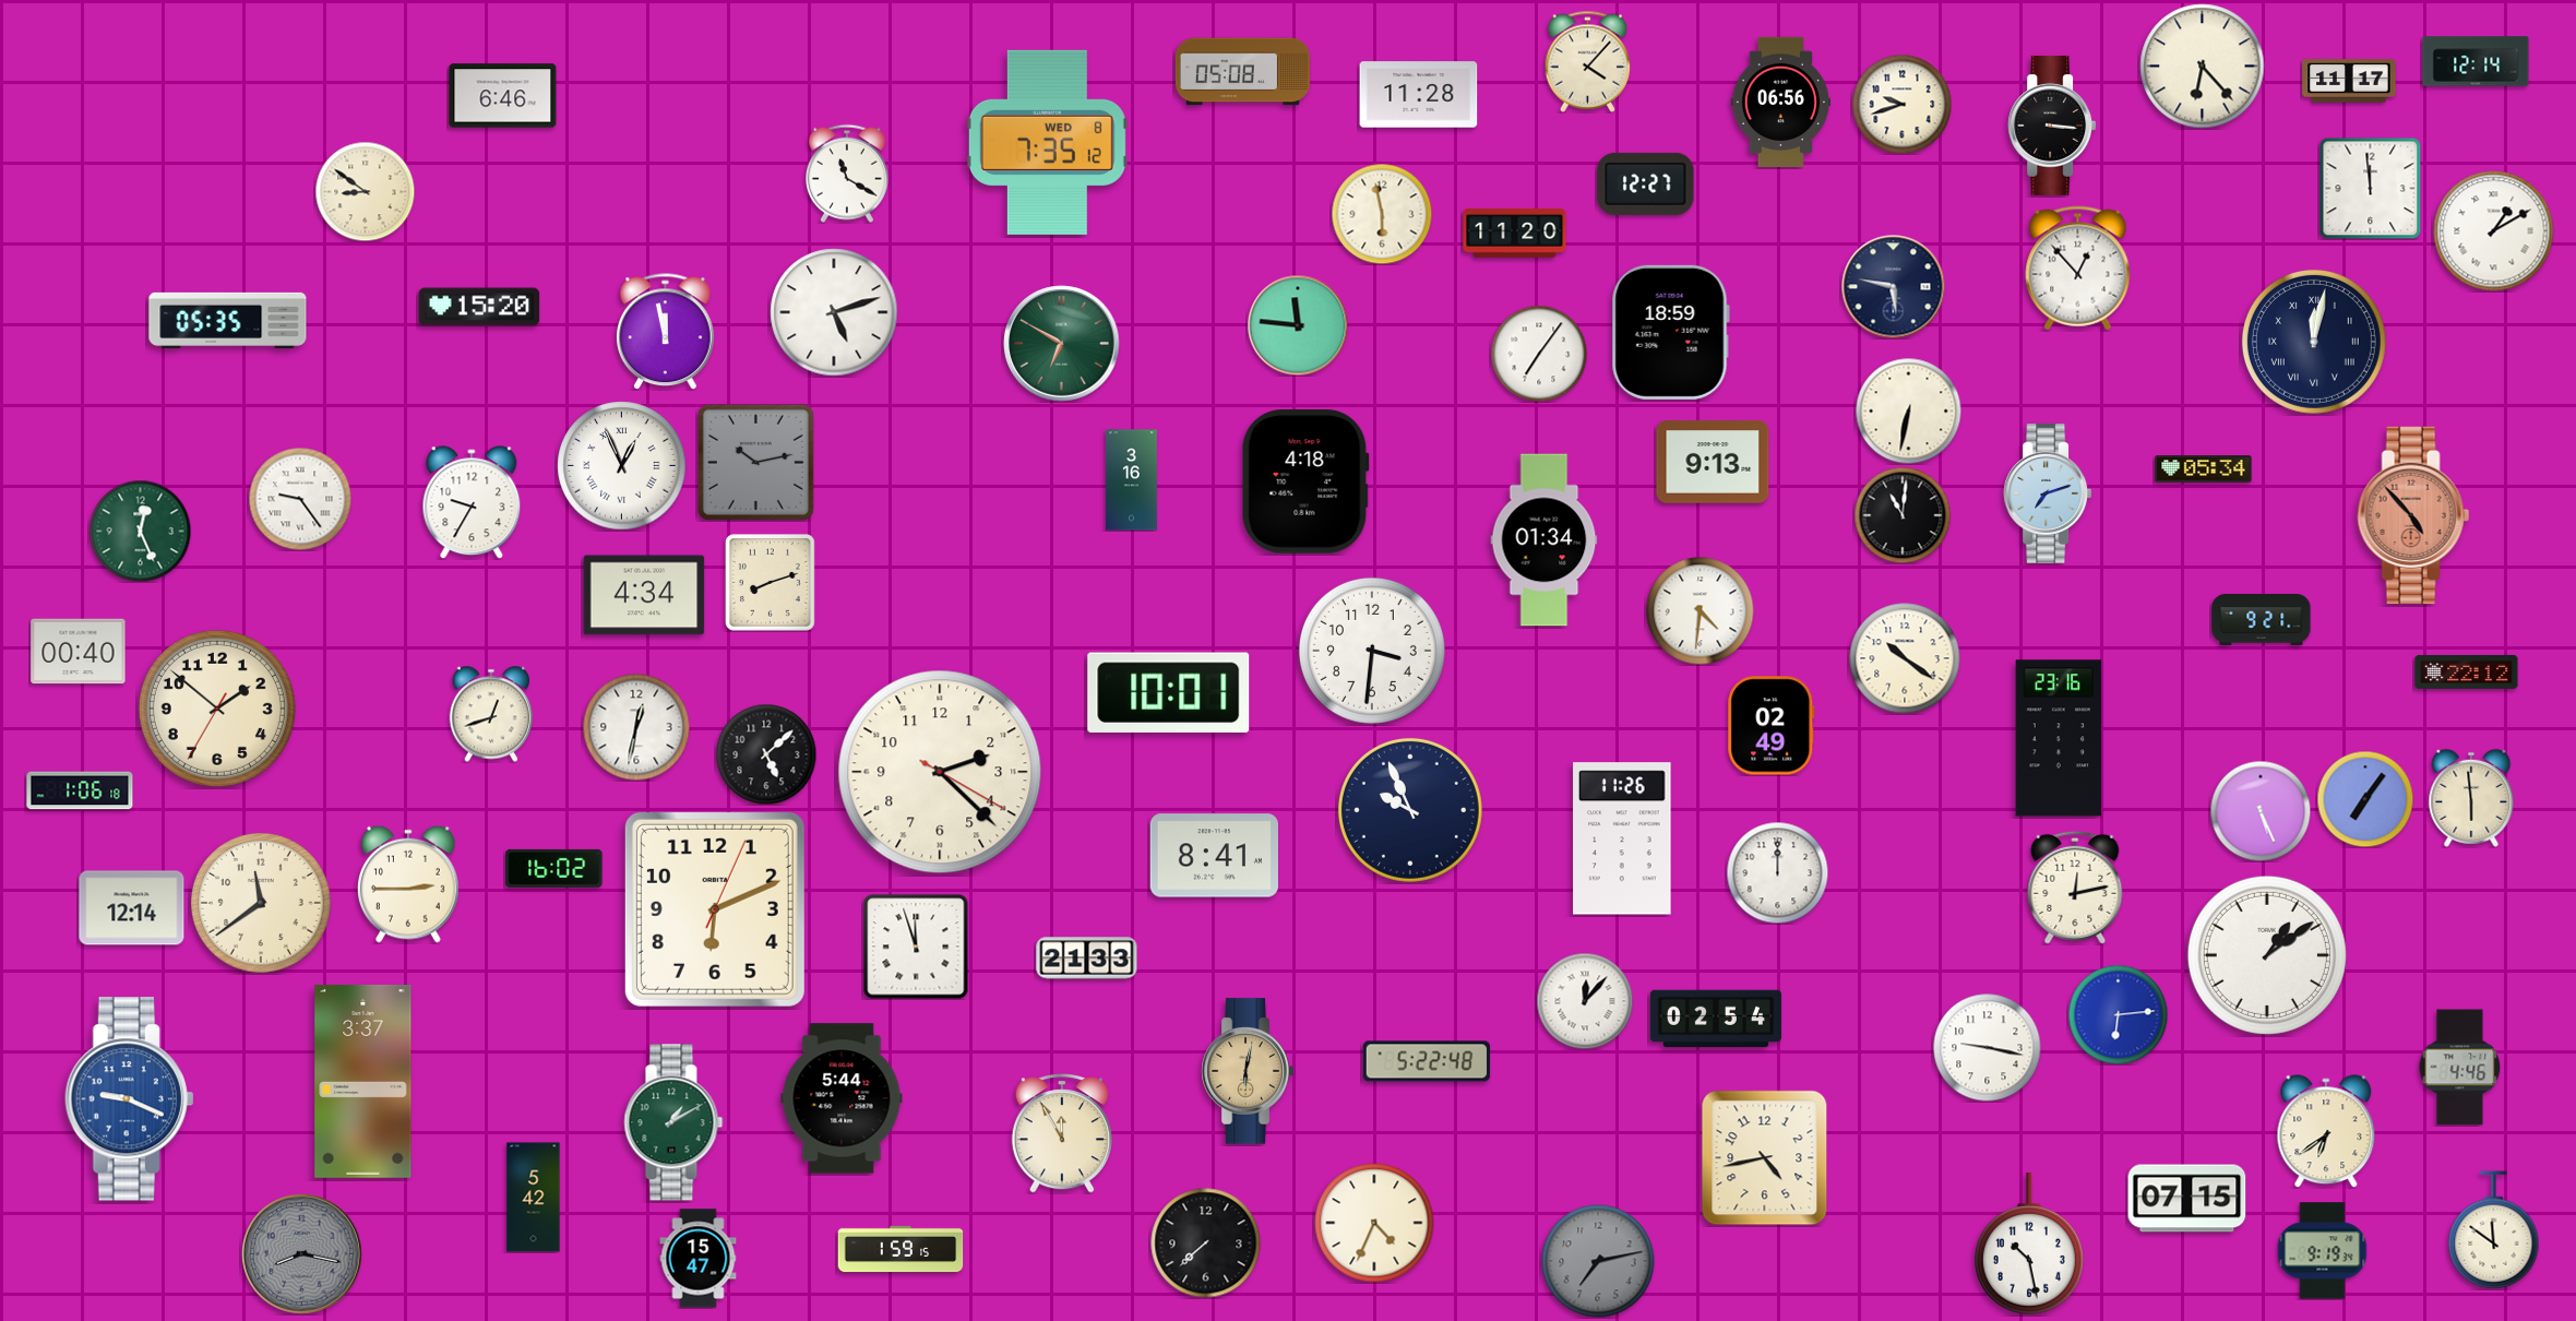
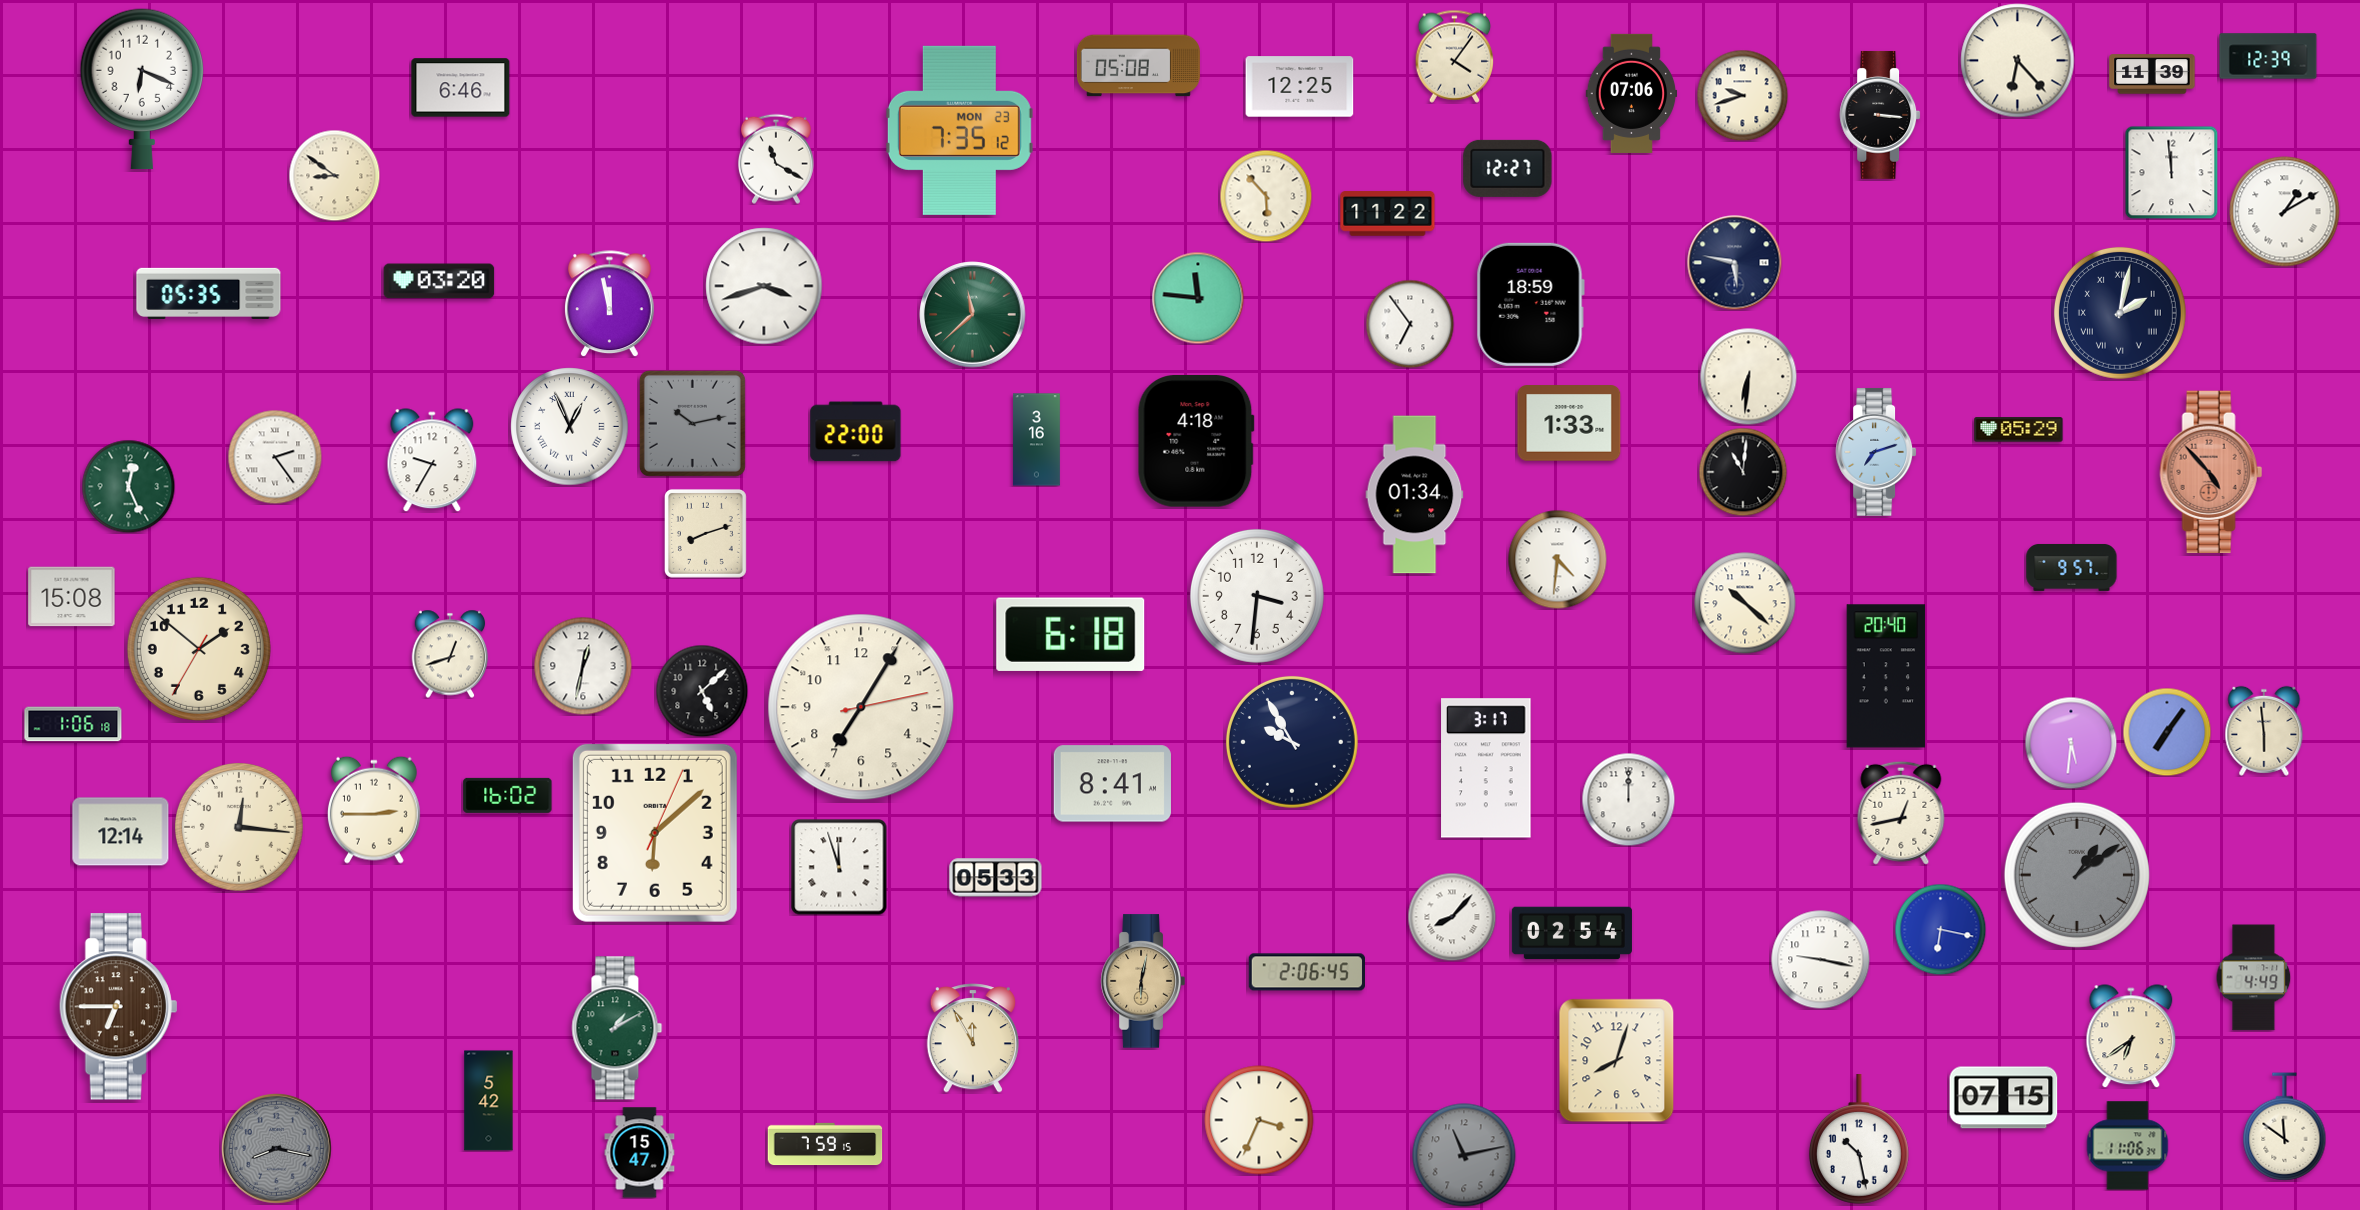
clock at (1588, 61): 4:07 -> 4:06
clock at (2476, 61): 12:14 -> 12:39
clock at (2349, 81): 11:17 -> 11:39
clock at (1419, 95): 11:28 -> 12:25
clock at (141, 89): none -> 6:19
clock at (1781, 102): 06:56 -> 07:06
clock at (1047, 142) date: WED 8 -> MON 23
clock at (1382, 214): 5:58 -> 5:53
clock at (1515, 234): 11:20 -> 11:22
clock at (2078, 269): 12:53 -> none
clock at (479, 307): 15:20 -> 03:20
clock at (834, 312): 5:12 -> 3:42
clock at (1298, 325) position: (1298, 325) -> (1198, 298)
clock at (2314, 342): 12:02 -> 2:02
clock at (1062, 344): 6:50 -> 11:38
clock at (1539, 354): 7:06 -> 6:54
clock at (1908, 410): 6:32 -> 6:31
clock at (1713, 462): 9:13 -> 1:33
clock at (2204, 469): 05:34 -> 05:29
clock at (856, 432): none -> 22:00
clock at (300, 499): 9:24 -> 2:24
clock at (644, 595): 4:34 -> none
clock at (2262, 619): 9:21 -> 9:57
clock at (79, 652): 00:40 -> 15:08
clock at (1905, 658): 10:21 -> 10:22
clock at (2467, 671): 22:12 -> none
clock at (1169, 692): 10:01 -> 6:18
clock at (1772, 726): 02:49 -> none
clock at (2059, 738): 23:16 -> 20:40
clock at (940, 772): 2:22 -> 7:05
clock at (1410, 810): 9:56 -> 9:55
clock at (2261, 811): 5:26 -> 5:31
clock at (1622, 838): 11:26 -> 3:17
clock at (2075, 888): 12:13 -> 12:43
clock at (262, 904): 11:39 -> 12:16
clock at (715, 909): 6:11 -> 6:08
clock at (2267, 955) dial: white -> grey
clock at (1087, 959): 21:33 -> 05:33
clock at (1585, 1001): 12:07 -> 8:07
clock at (2118, 1014): 6:14 -> 6:17
clock at (1427, 1061): 5:22 -> 2:06
clock at (2460, 1068): 4:46 -> 4:49
clock at (363, 1081): 3:37 -> none
clock at (842, 1098): 5:44 -> none
clock at (130, 1099): 9:19 -> 6:45
clock at (130, 1099) dial: blue -> brown
clock at (1765, 1158): 4:43 -> 8:03
clock at (534, 1198) position: (534, 1198) -> (489, 1101)
clock at (1374, 1223): 4:34 -> 3:34
clock at (1206, 1243): 7:38 -> none
clock at (901, 1249): 1:59 -> 7:59
clock at (2323, 1251): 9:19 -> 11:06
clock at (1598, 1261): 7:13 -> 11:13
